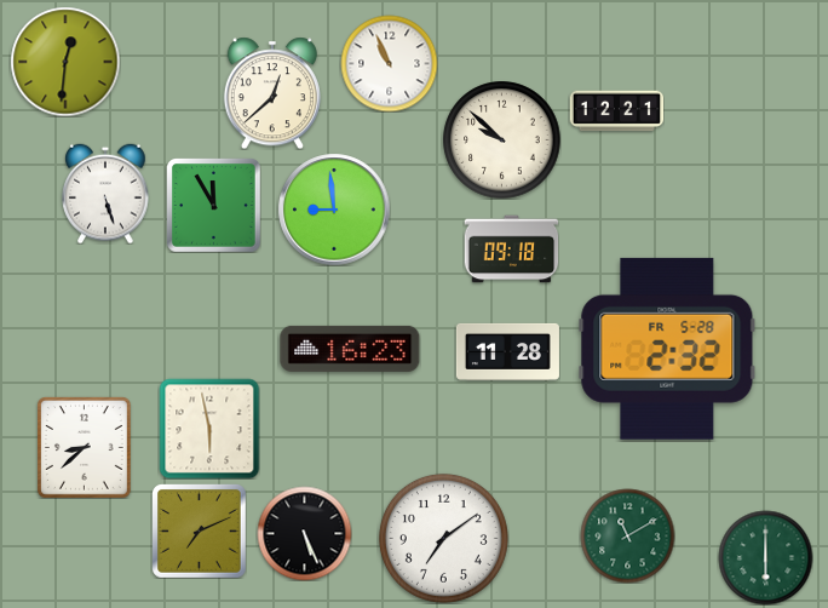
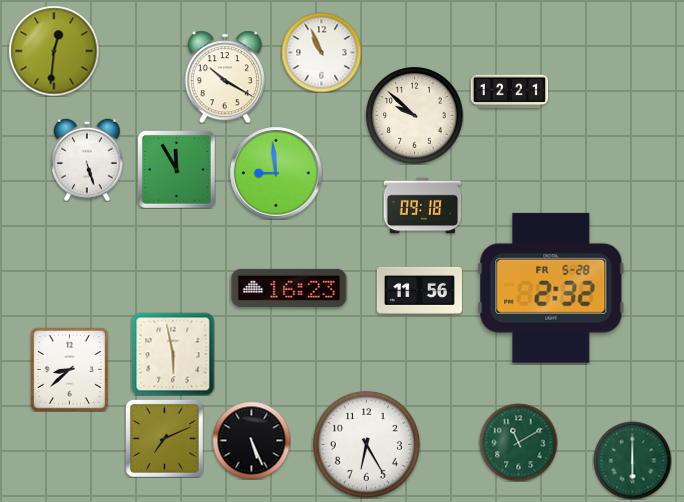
clock at (272, 93): 12:38 -> 10:20
clock at (507, 351): 11:28 -> 11:56
clock at (443, 538): 7:09 -> 6:25
